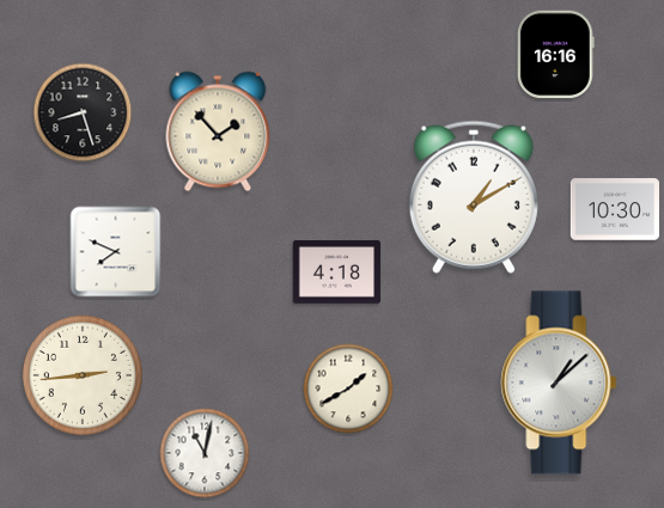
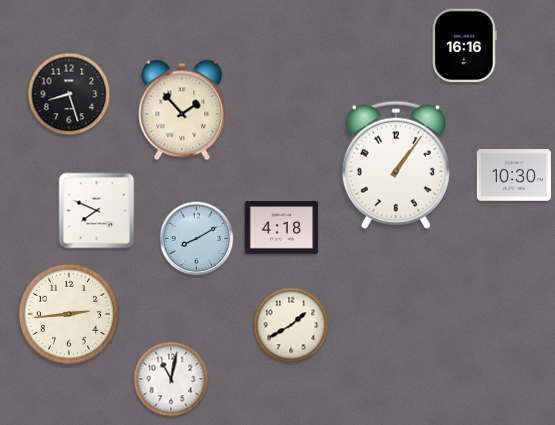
clock at (474, 197): 1:10 -> 1:06
clock at (197, 239): none -> 8:10
clock at (559, 382): 1:08 -> none
